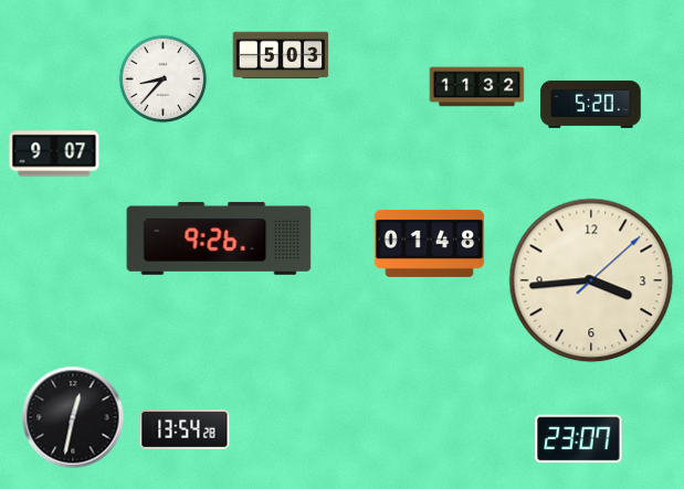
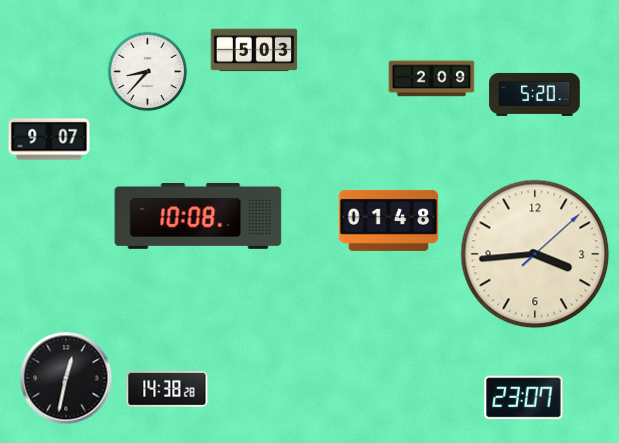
clock at (477, 87): 11:32 -> 2:09
clock at (219, 238): 9:26 -> 10:08
clock at (185, 429): 13:54 -> 14:38
